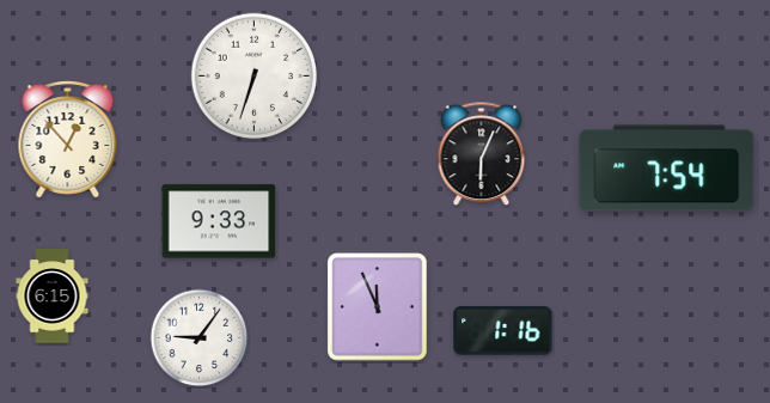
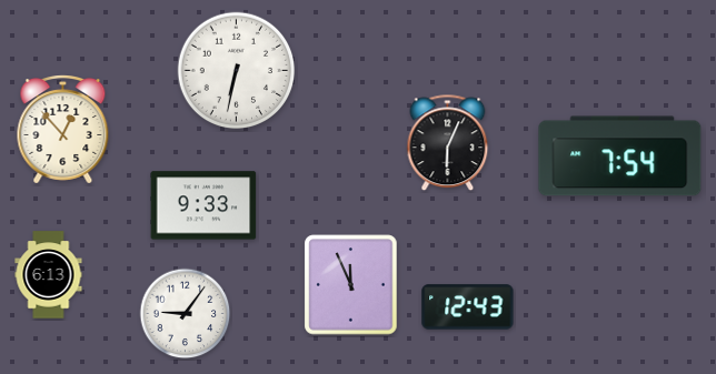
clock at (255, 77): 6:33 -> 6:32
clock at (53, 297): 6:15 -> 6:13
clock at (503, 331): 1:16 -> 12:43
